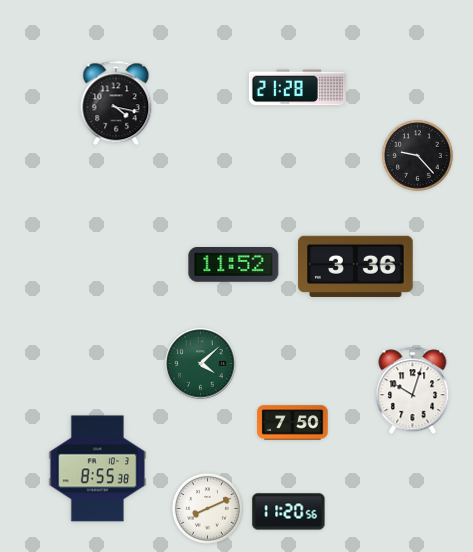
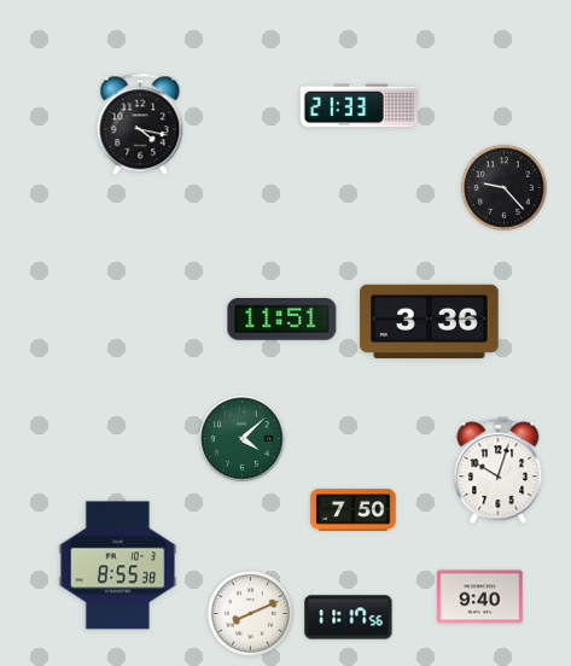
clock at (297, 88): 21:28 -> 21:33
clock at (234, 265): 11:52 -> 11:51
clock at (480, 597): none -> 9:40
clock at (289, 512): 11:20 -> 11:17
